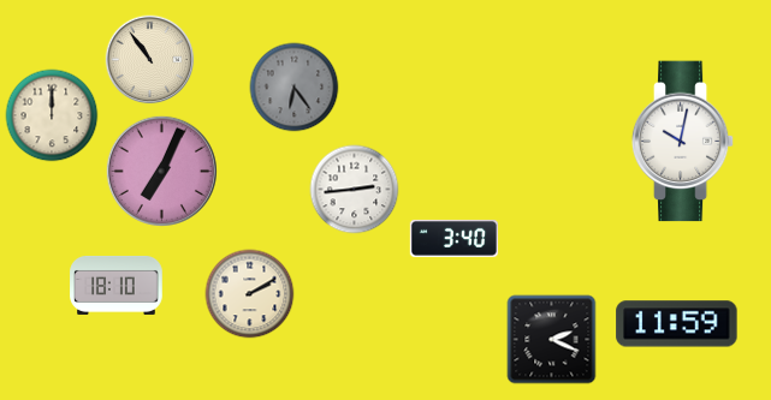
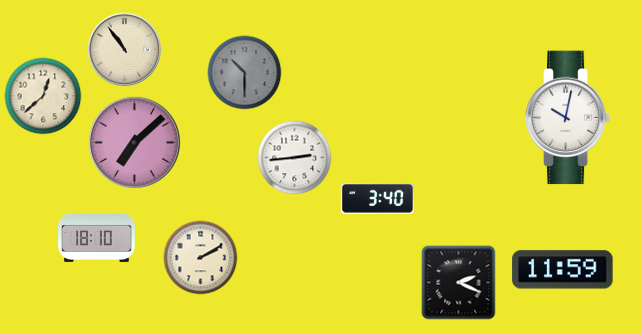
clock at (295, 88): 6:24 -> 10:30
clock at (52, 115): 12:00 -> 12:38
clock at (161, 171): 7:04 -> 7:08
clock at (250, 294) position: (250, 294) -> (201, 258)
